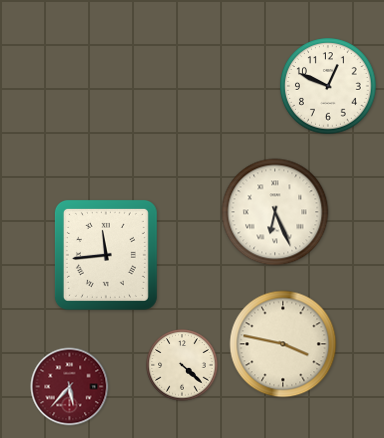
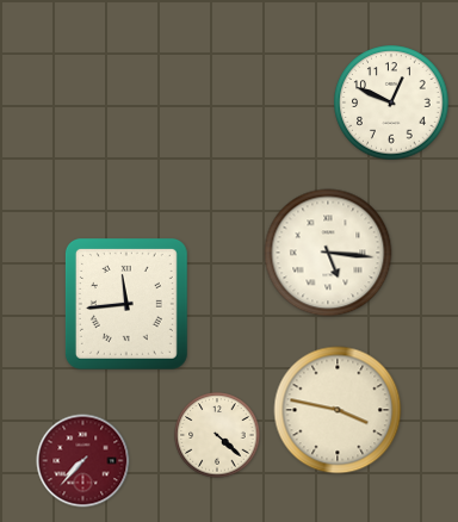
clock at (275, 212): 6:26 -> 5:16
clock at (70, 387): 5:37 -> 7:37
